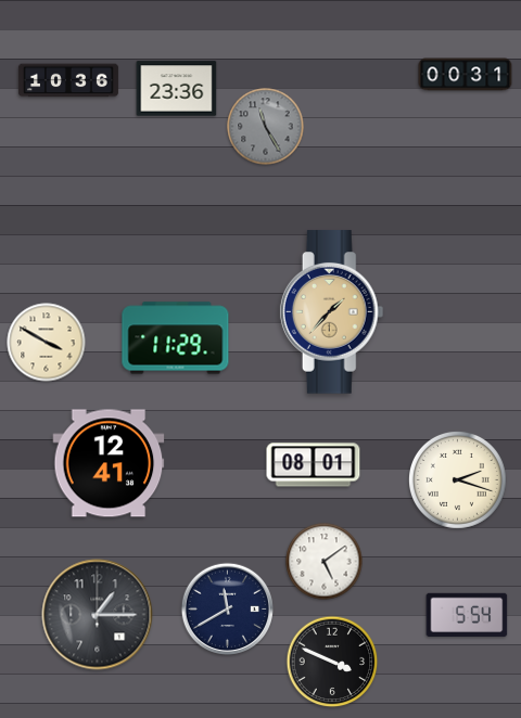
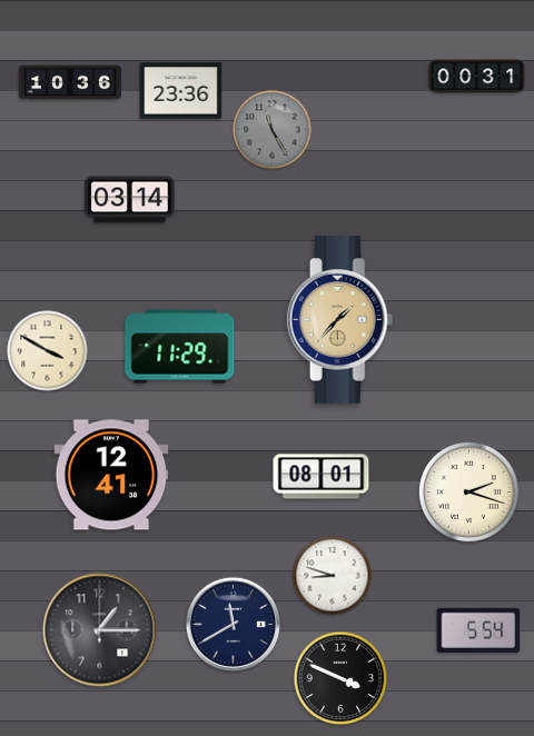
clock at (130, 200): none -> 03:14
clock at (325, 562): 5:09 -> 8:48
